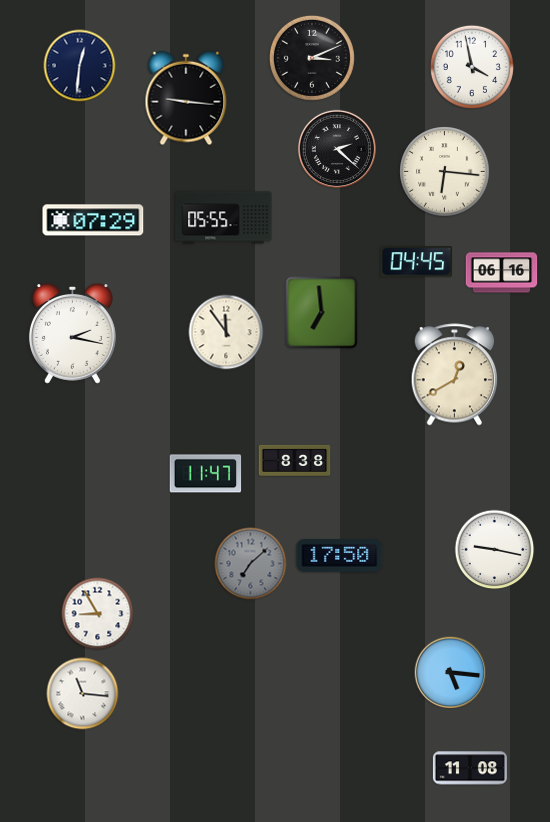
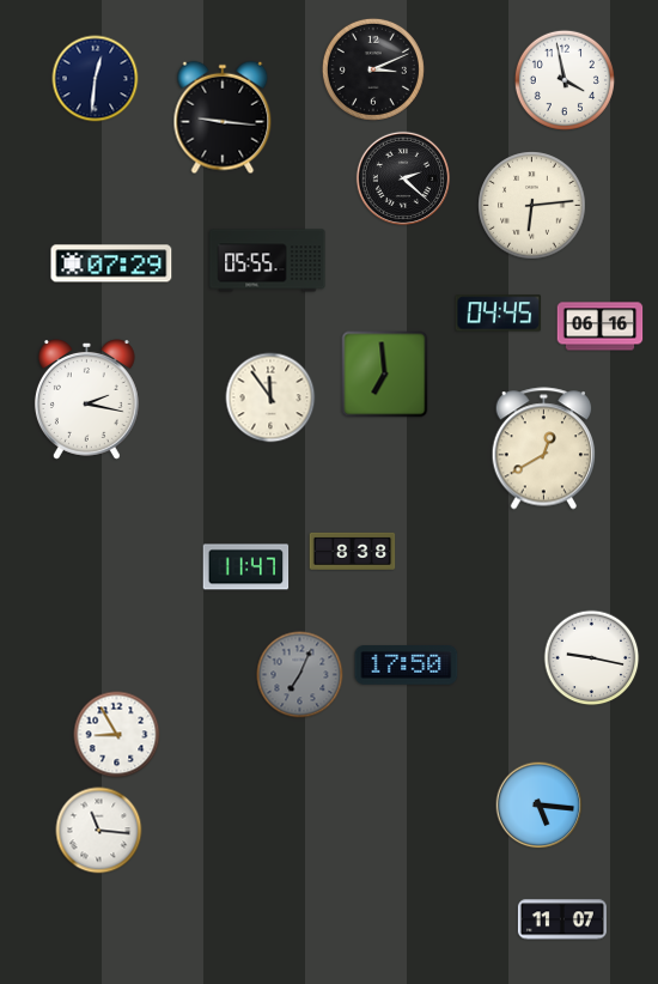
clock at (445, 172): 6:16 -> 6:14
clock at (251, 564): 7:08 -> 7:04
clock at (470, 768): 11:08 -> 11:07
